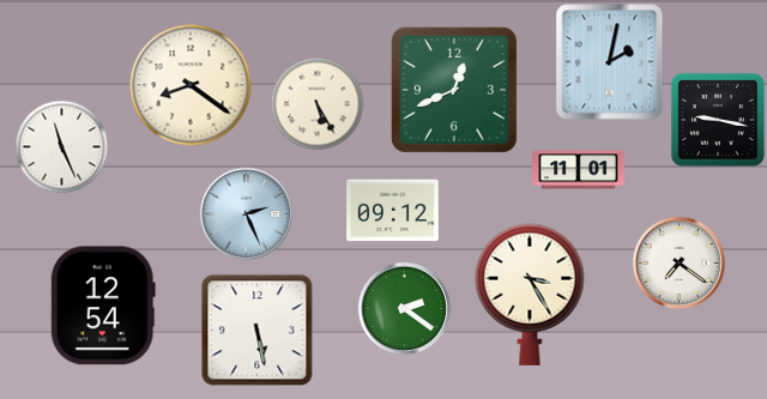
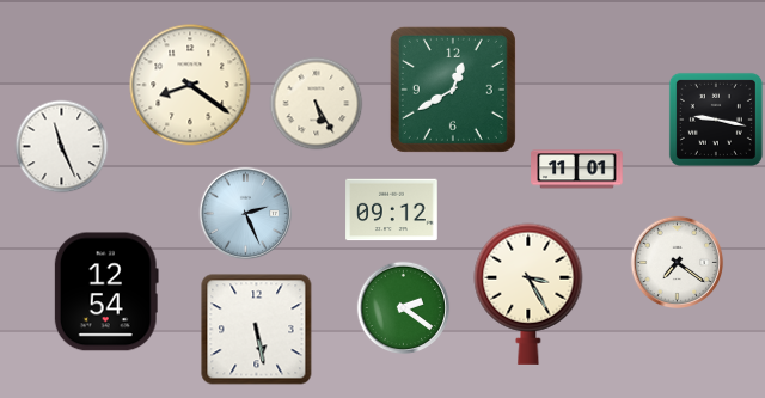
clock at (610, 62): 2:02 -> none
clock at (454, 90): 12:41 -> 12:40
clock at (103, 306) position: (103, 306) -> (106, 292)
